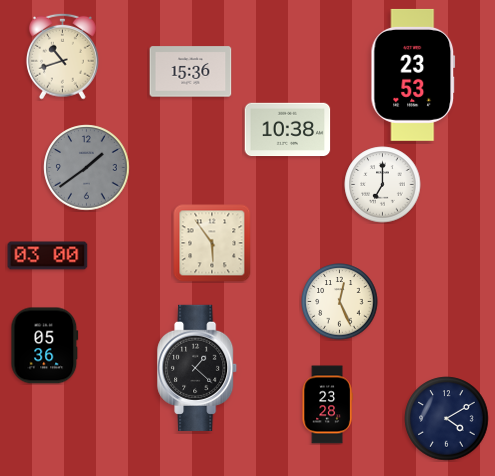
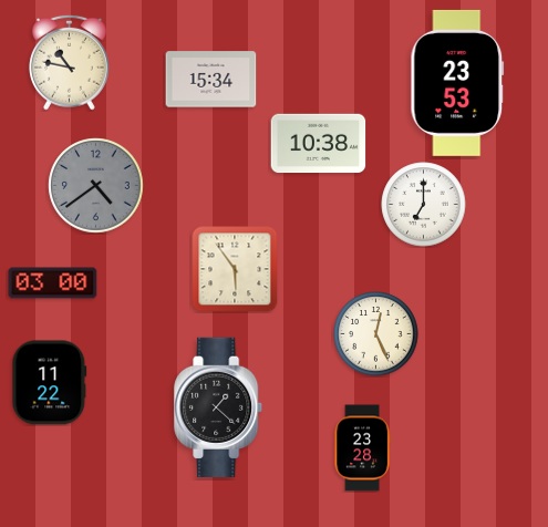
clock at (62, 56): 10:42 -> 10:47
clock at (191, 72): 15:36 -> 15:34
clock at (87, 168): 1:39 -> 4:39
clock at (45, 346): 05:36 -> 11:22
clock at (447, 419): 4:10 -> none
